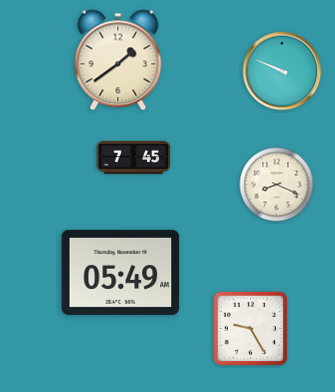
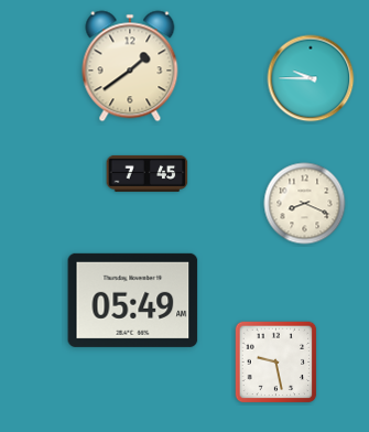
clock at (282, 71): 9:49 -> 9:45
clock at (251, 329): 9:25 -> 9:28
